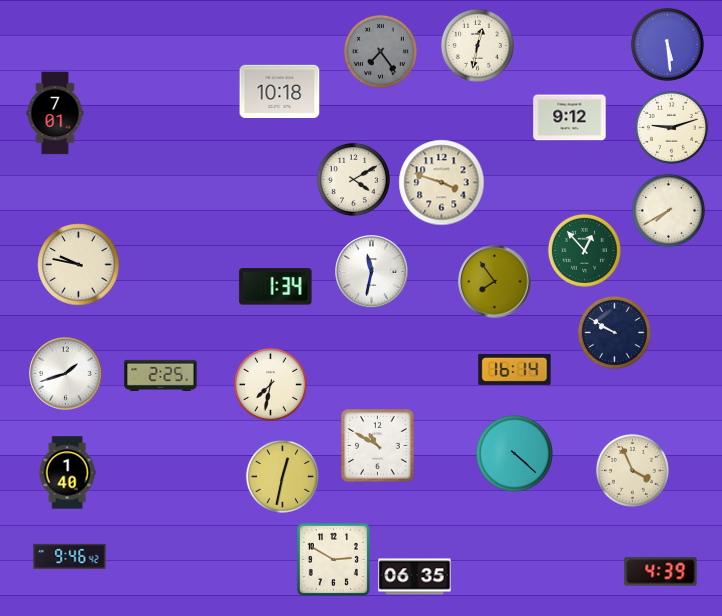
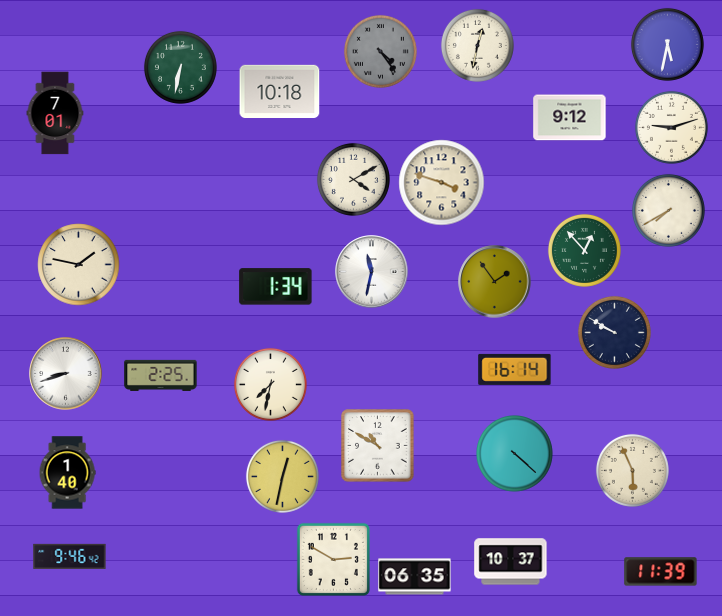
clock at (667, 44): 5:29 -> 5:32
clock at (380, 51): 7:24 -> 4:24
clock at (180, 67): none -> 6:32
clock at (79, 265): 9:47 -> 1:47
clock at (495, 282): 7:54 -> 1:54
clock at (66, 374): 1:42 -> 8:42
clock at (632, 470): 3:56 -> 5:56
clock at (511, 562): none -> 10:37
clock at (661, 572): 4:39 -> 11:39
